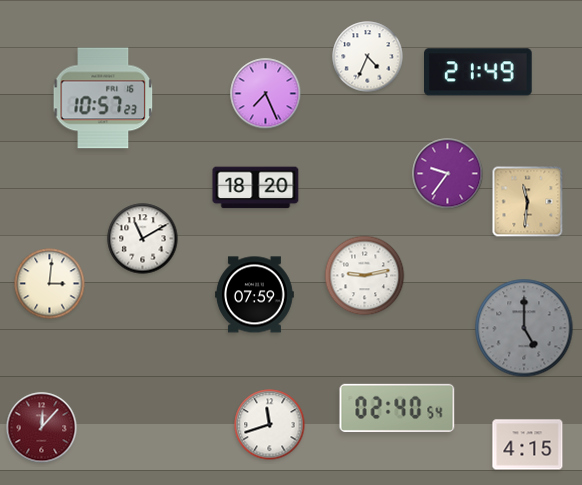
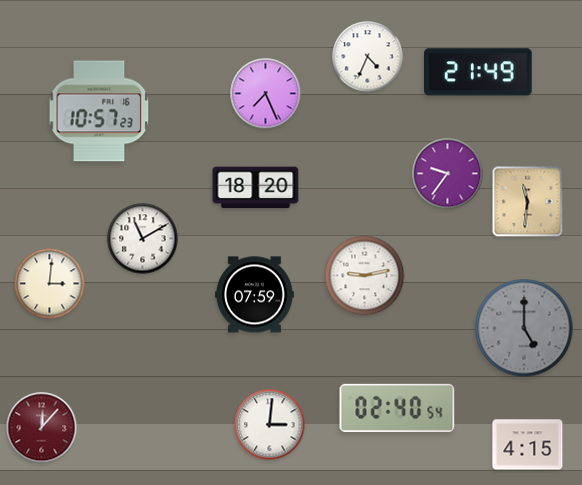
clock at (103, 98) position: (103, 98) -> (99, 111)
clock at (270, 425): 11:42 -> 3:01
